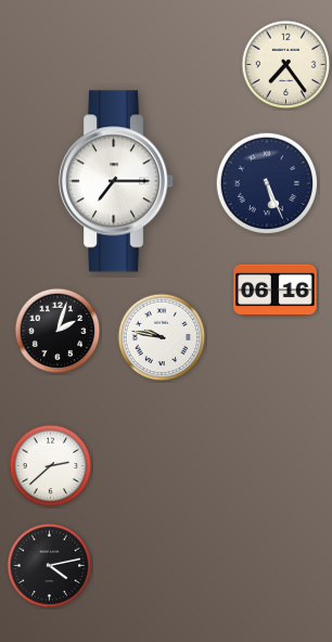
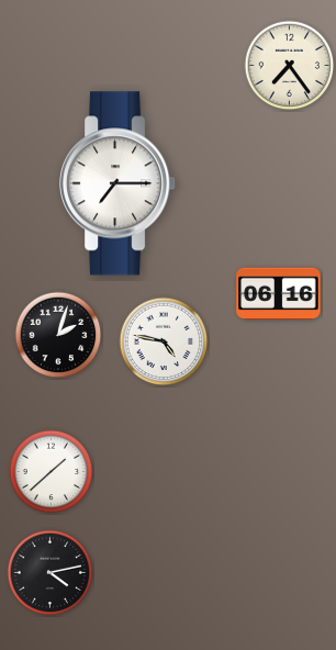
clock at (267, 183): 5:26 -> none
clock at (162, 337): 9:47 -> 4:47
clock at (51, 466): 2:38 -> 1:38
